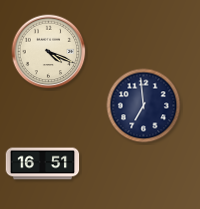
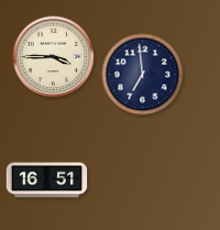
clock at (49, 52): 4:19 -> 3:45
clock at (144, 106) position: (144, 106) -> (143, 75)
